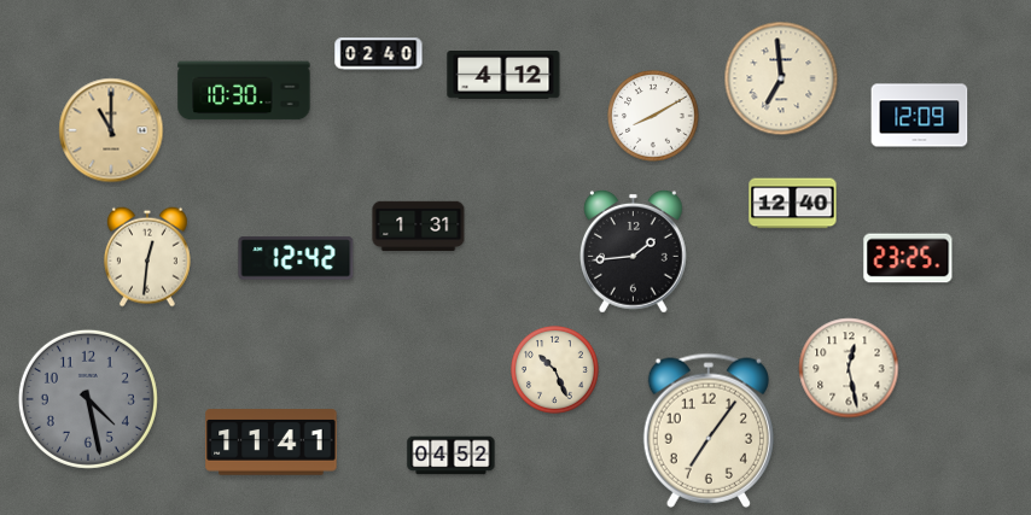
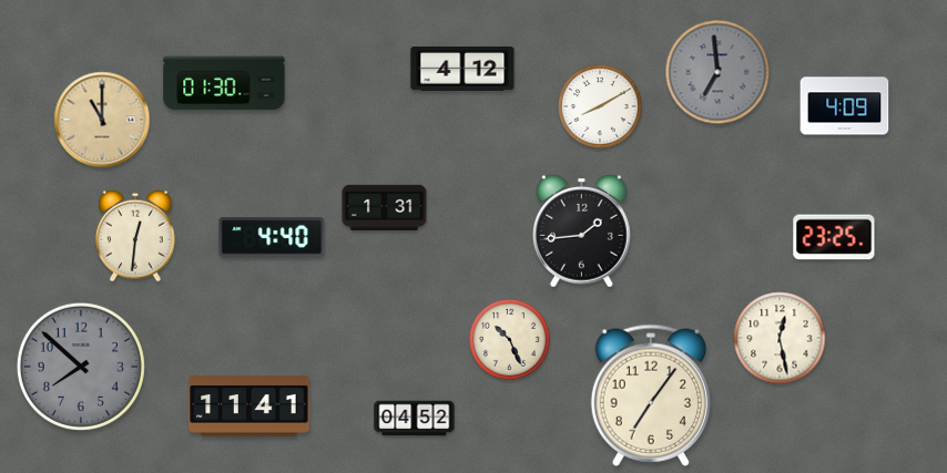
clock at (379, 54): 02:40 -> none
clock at (781, 78) dial: cream -> grey
clock at (244, 90): 10:30 -> 01:30
clock at (920, 116): 12:09 -> 4:09
clock at (793, 204): 12:40 -> none
clock at (296, 258): 12:42 -> 4:40
clock at (88, 399): 4:28 -> 7:52
